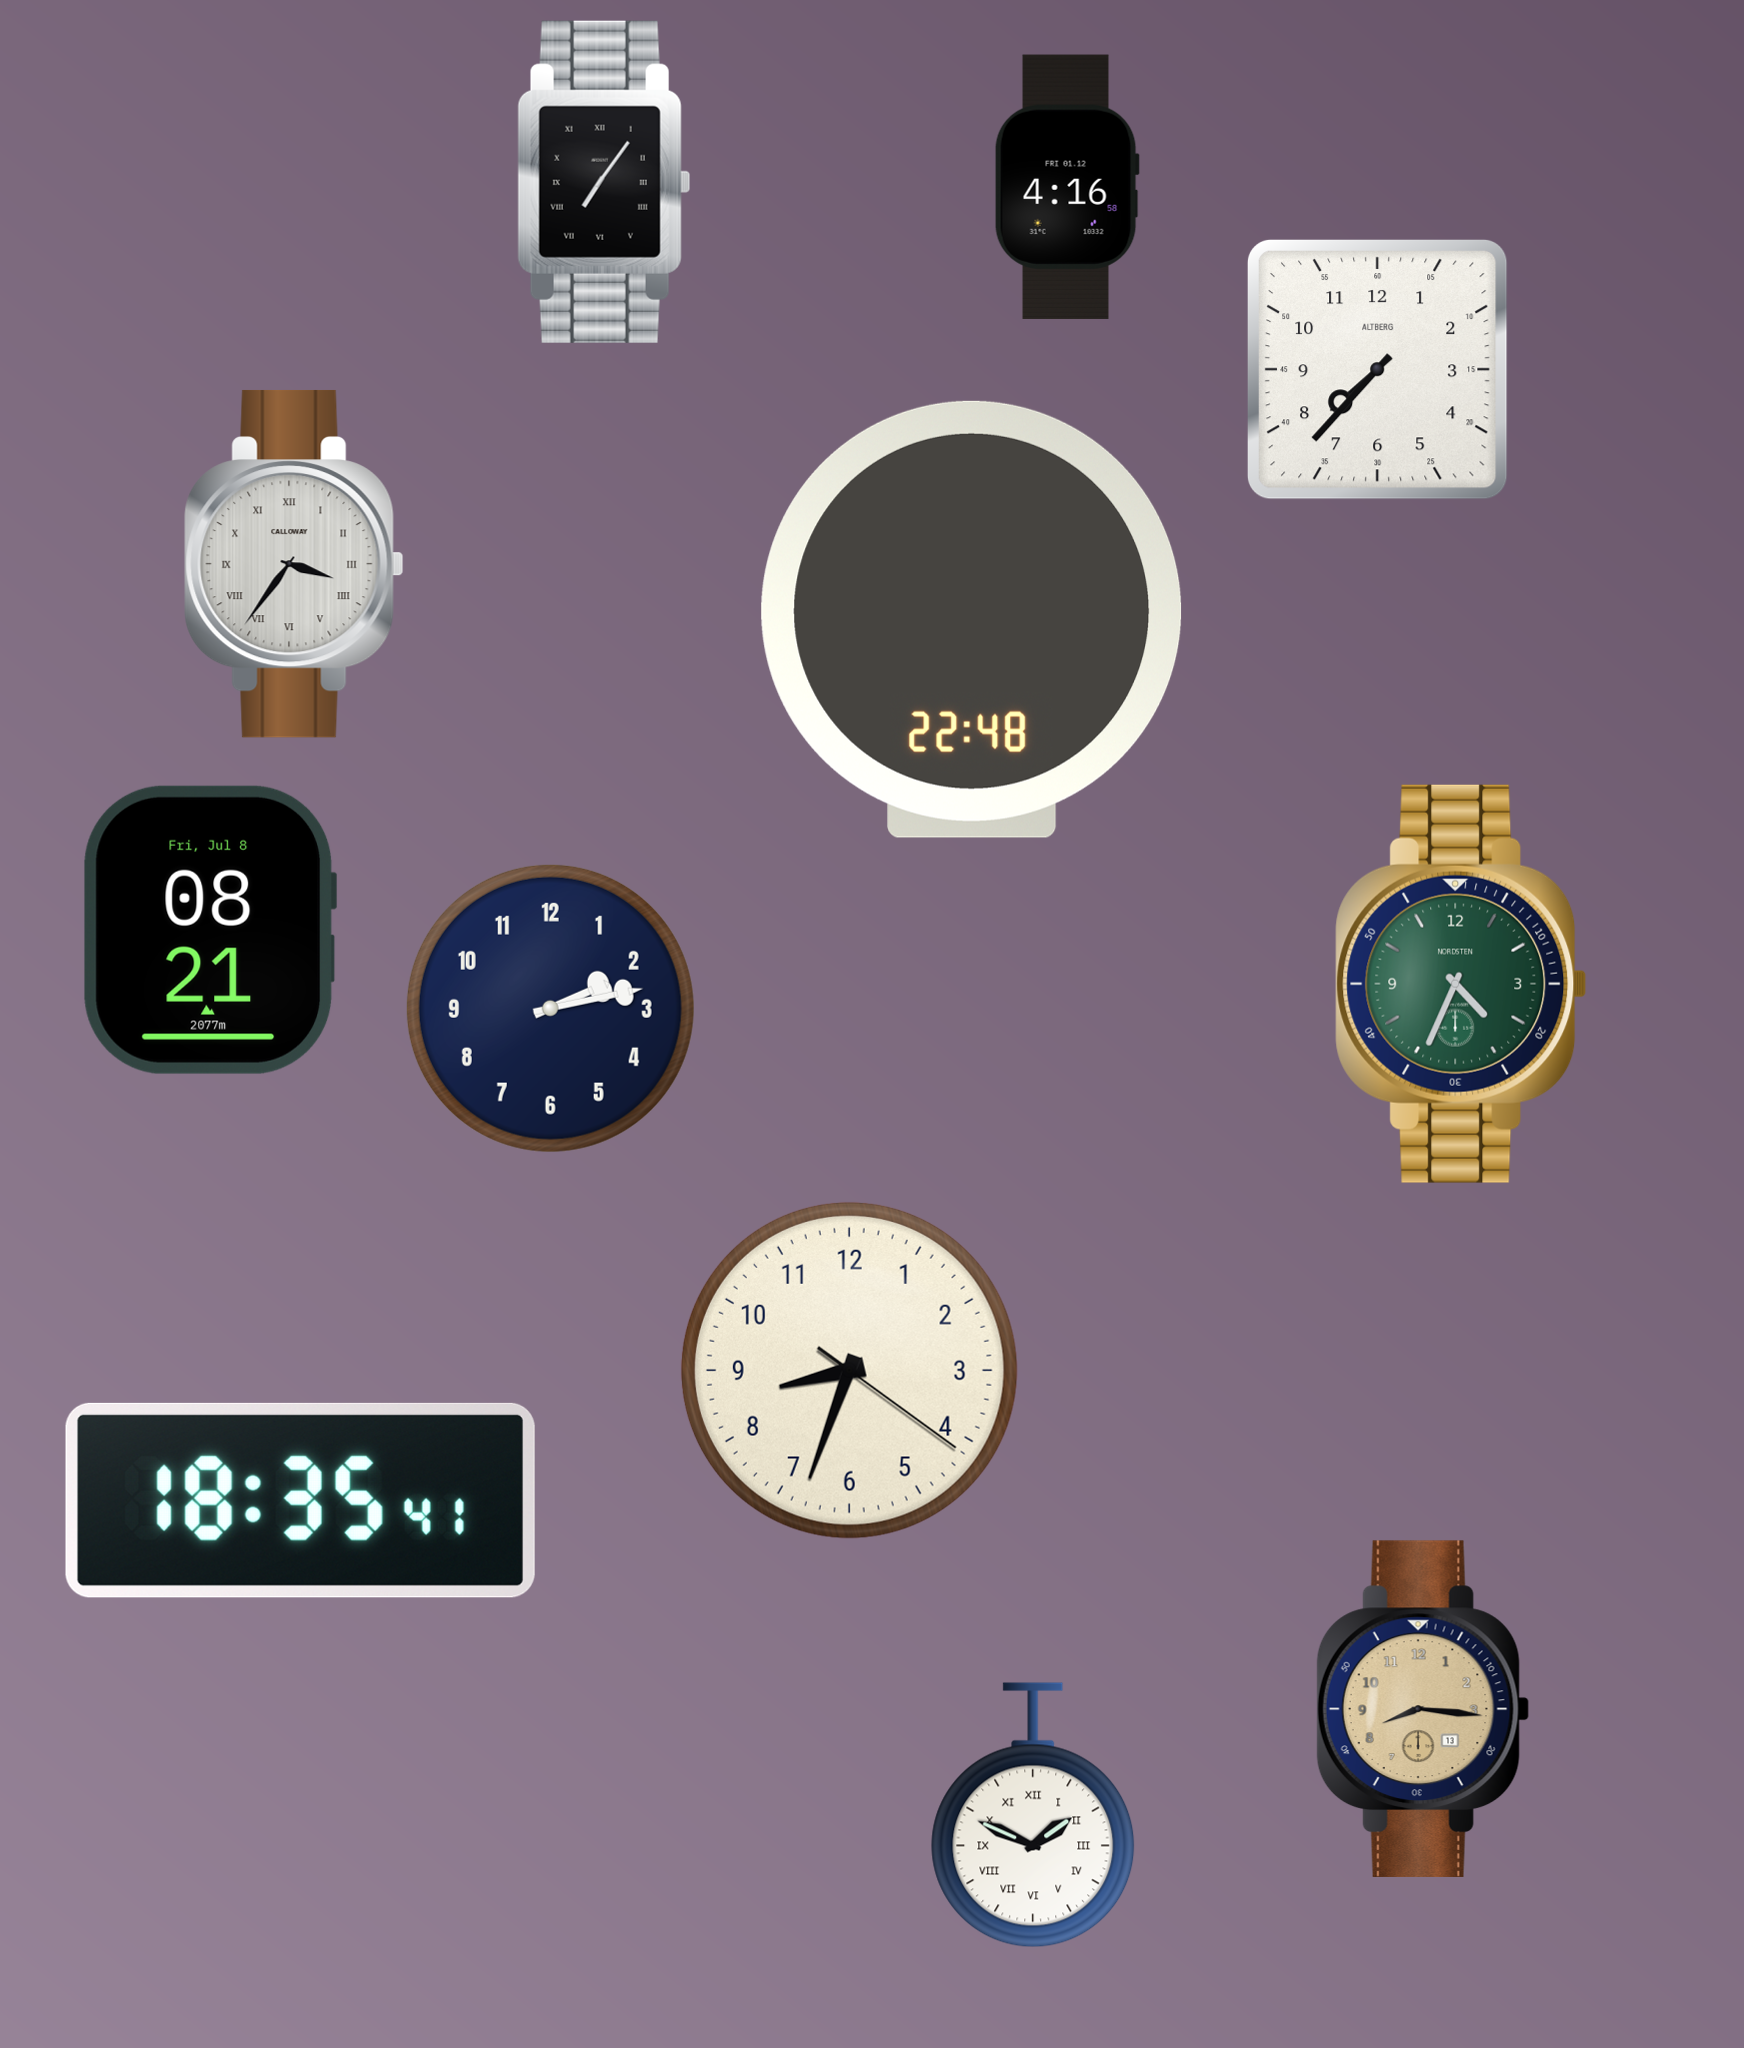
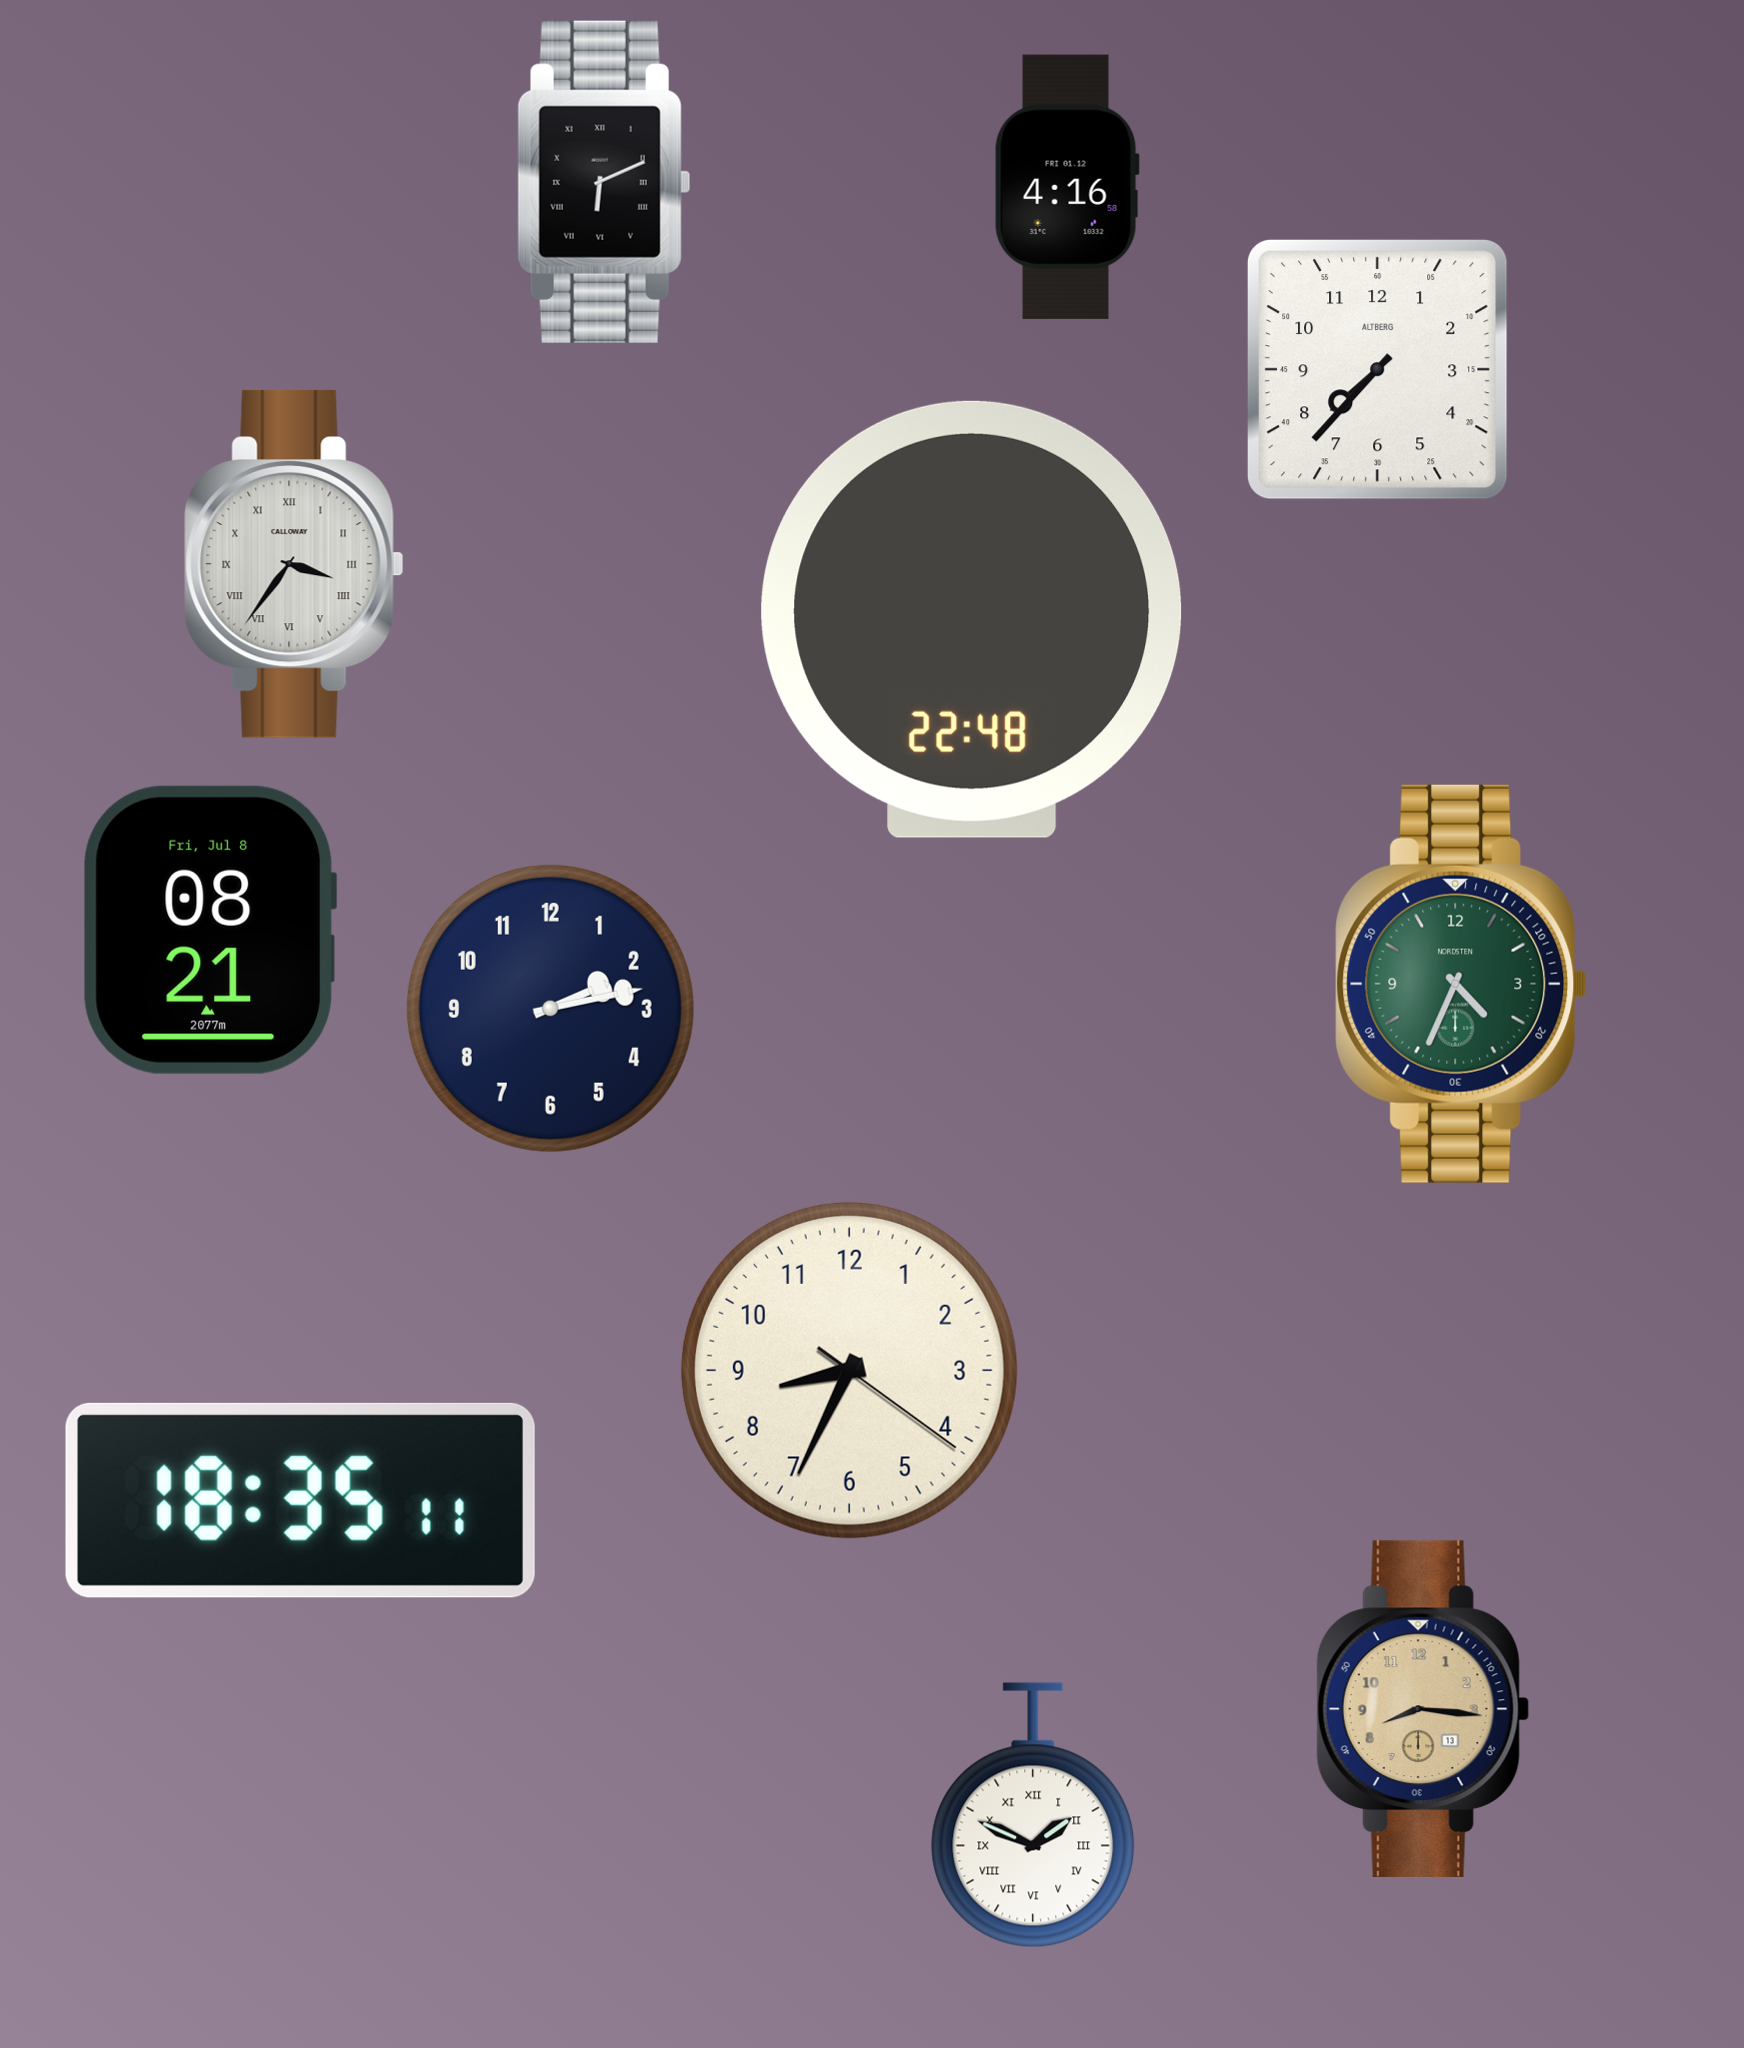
clock at (604, 182): 7:06 -> 6:11
clock at (849, 1370): 8:33 -> 8:34
clock at (300, 1500): 18:35:41 -> 18:35:11
